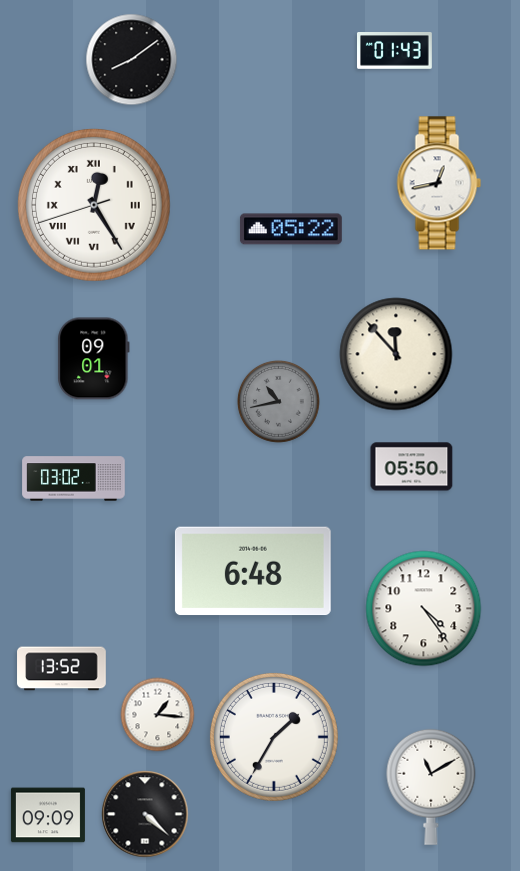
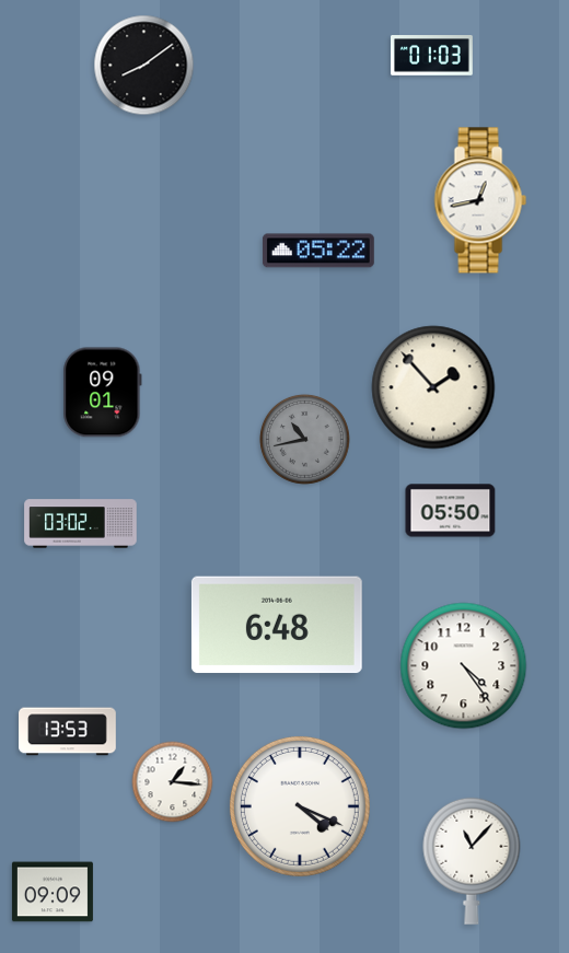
clock at (395, 51): 01:43 -> 01:03
clock at (94, 205): 12:24 -> none
clock at (396, 354): 11:53 -> 1:53
clock at (62, 669): 13:52 -> 13:53
clock at (274, 737): 1:35 -> 4:19
clock at (431, 787): 11:10 -> 11:07
clock at (145, 814): 4:22 -> none
